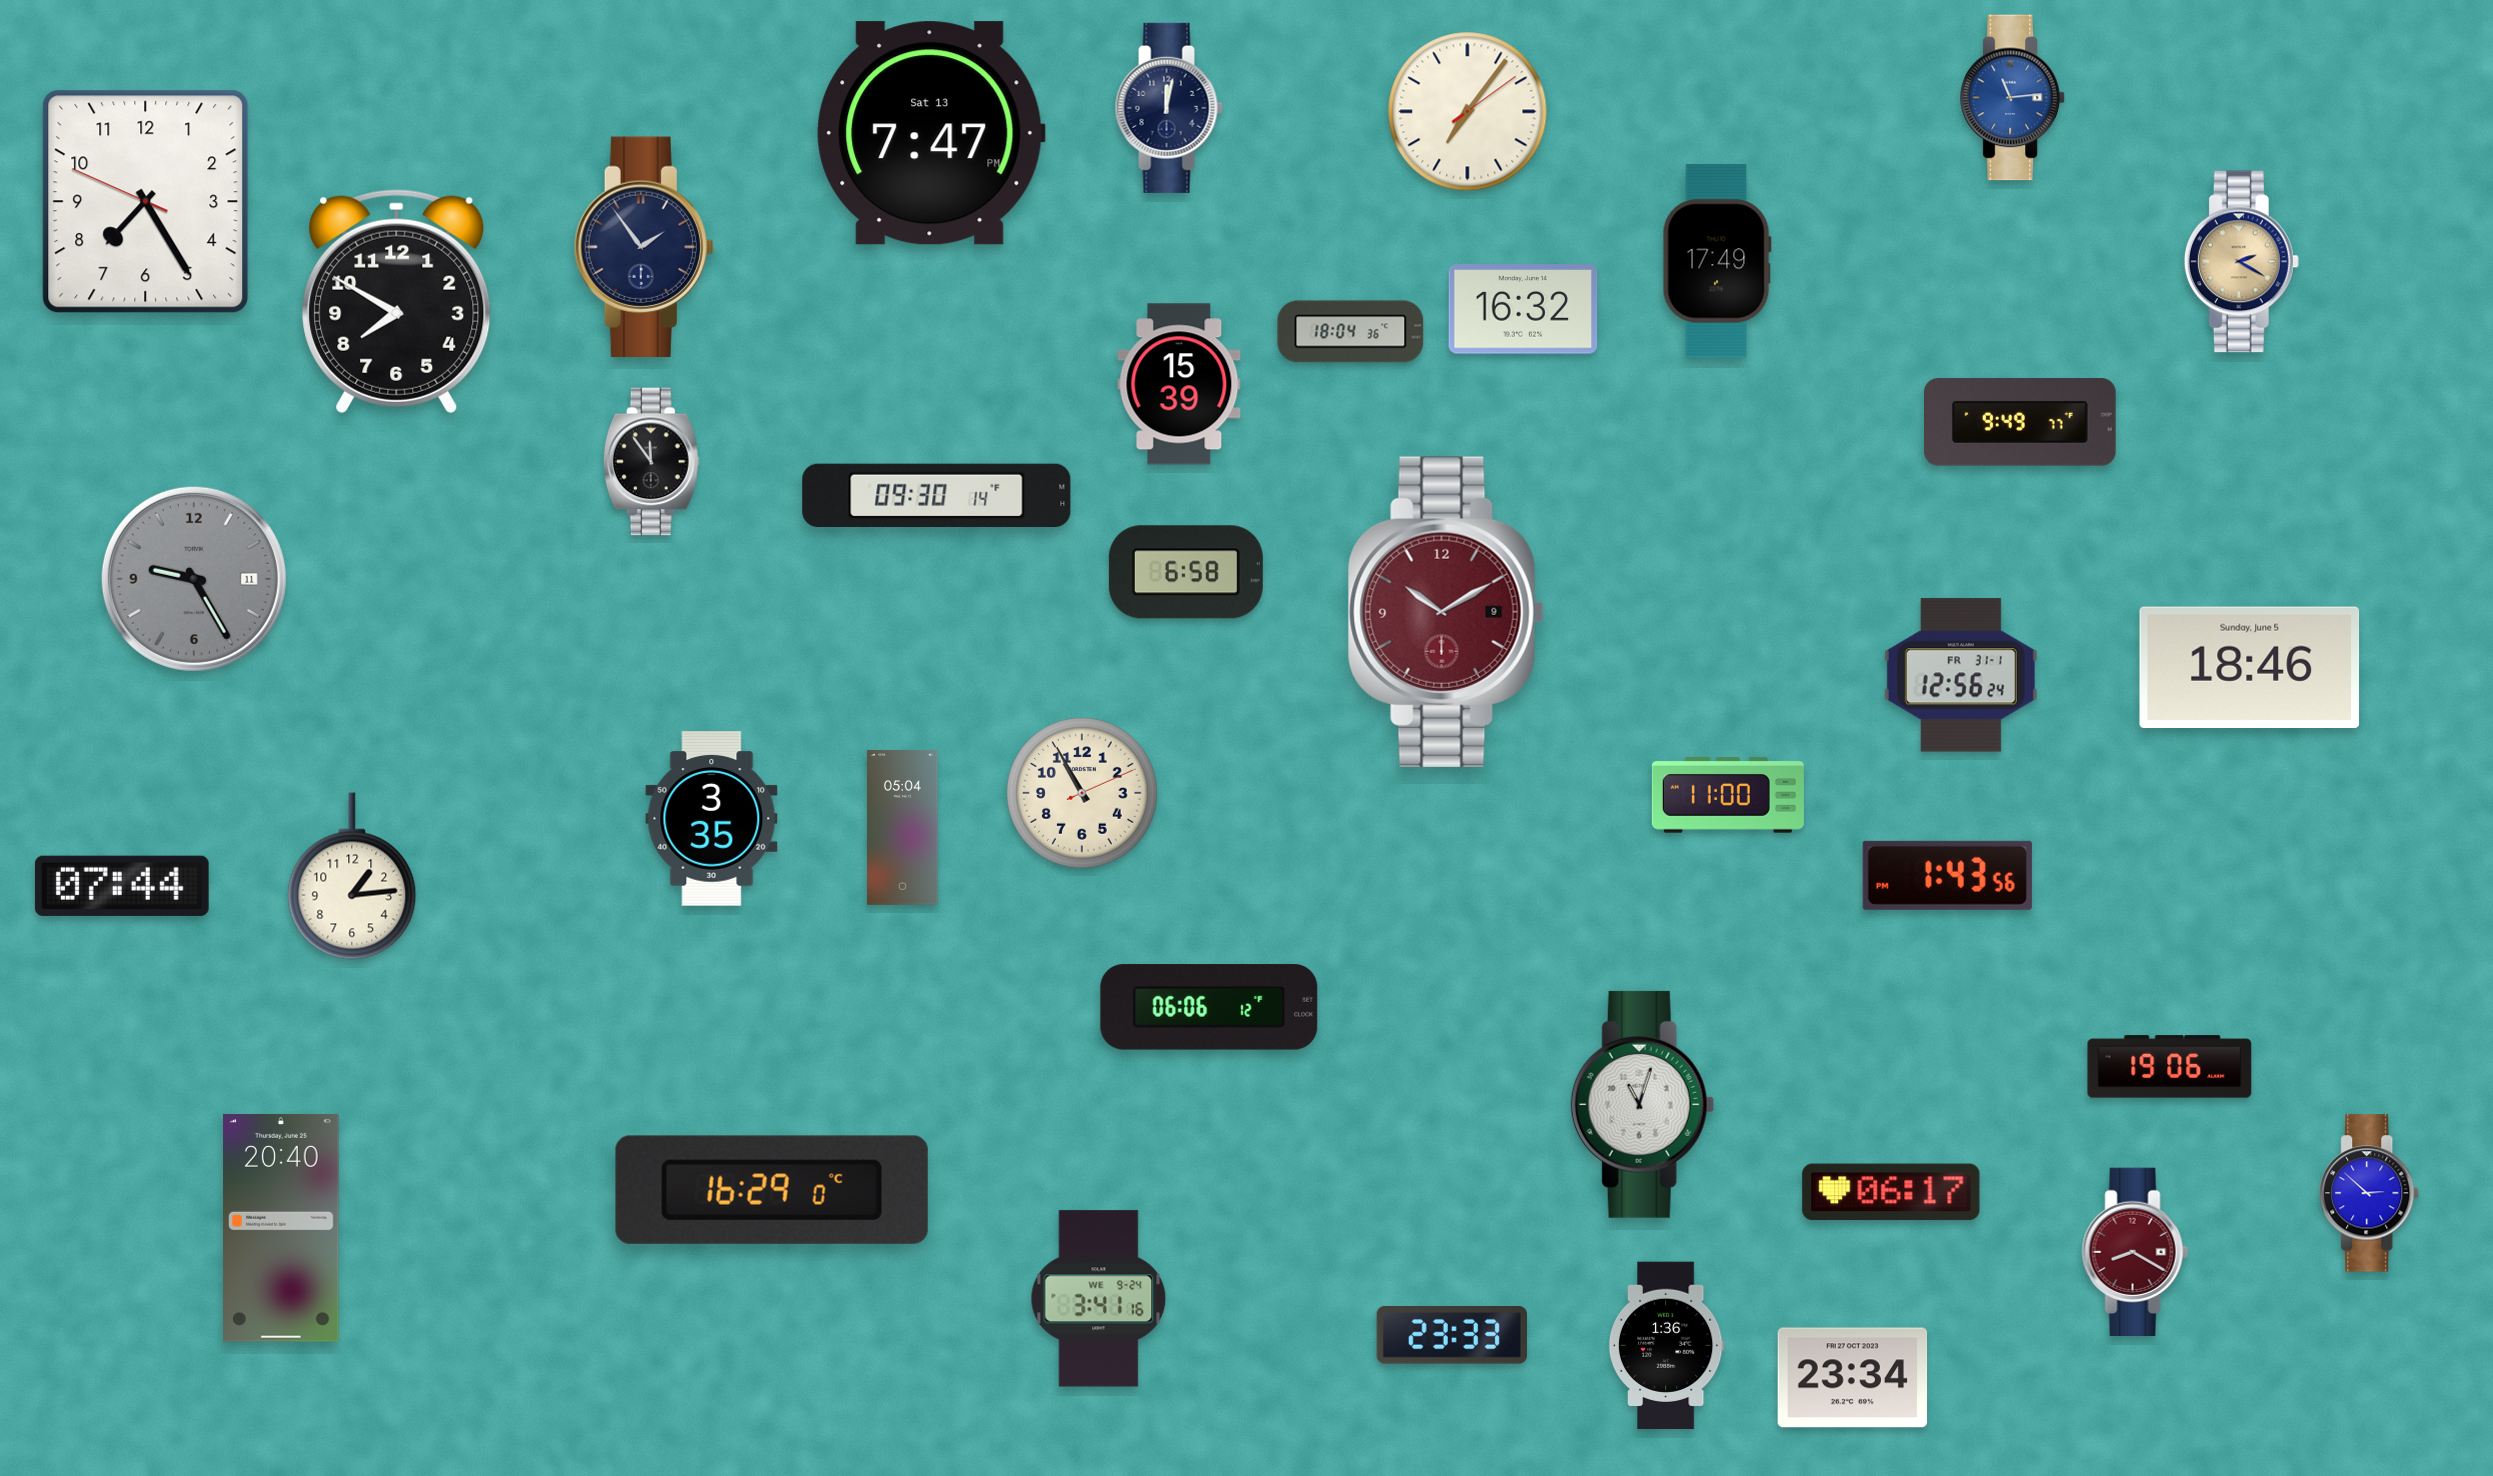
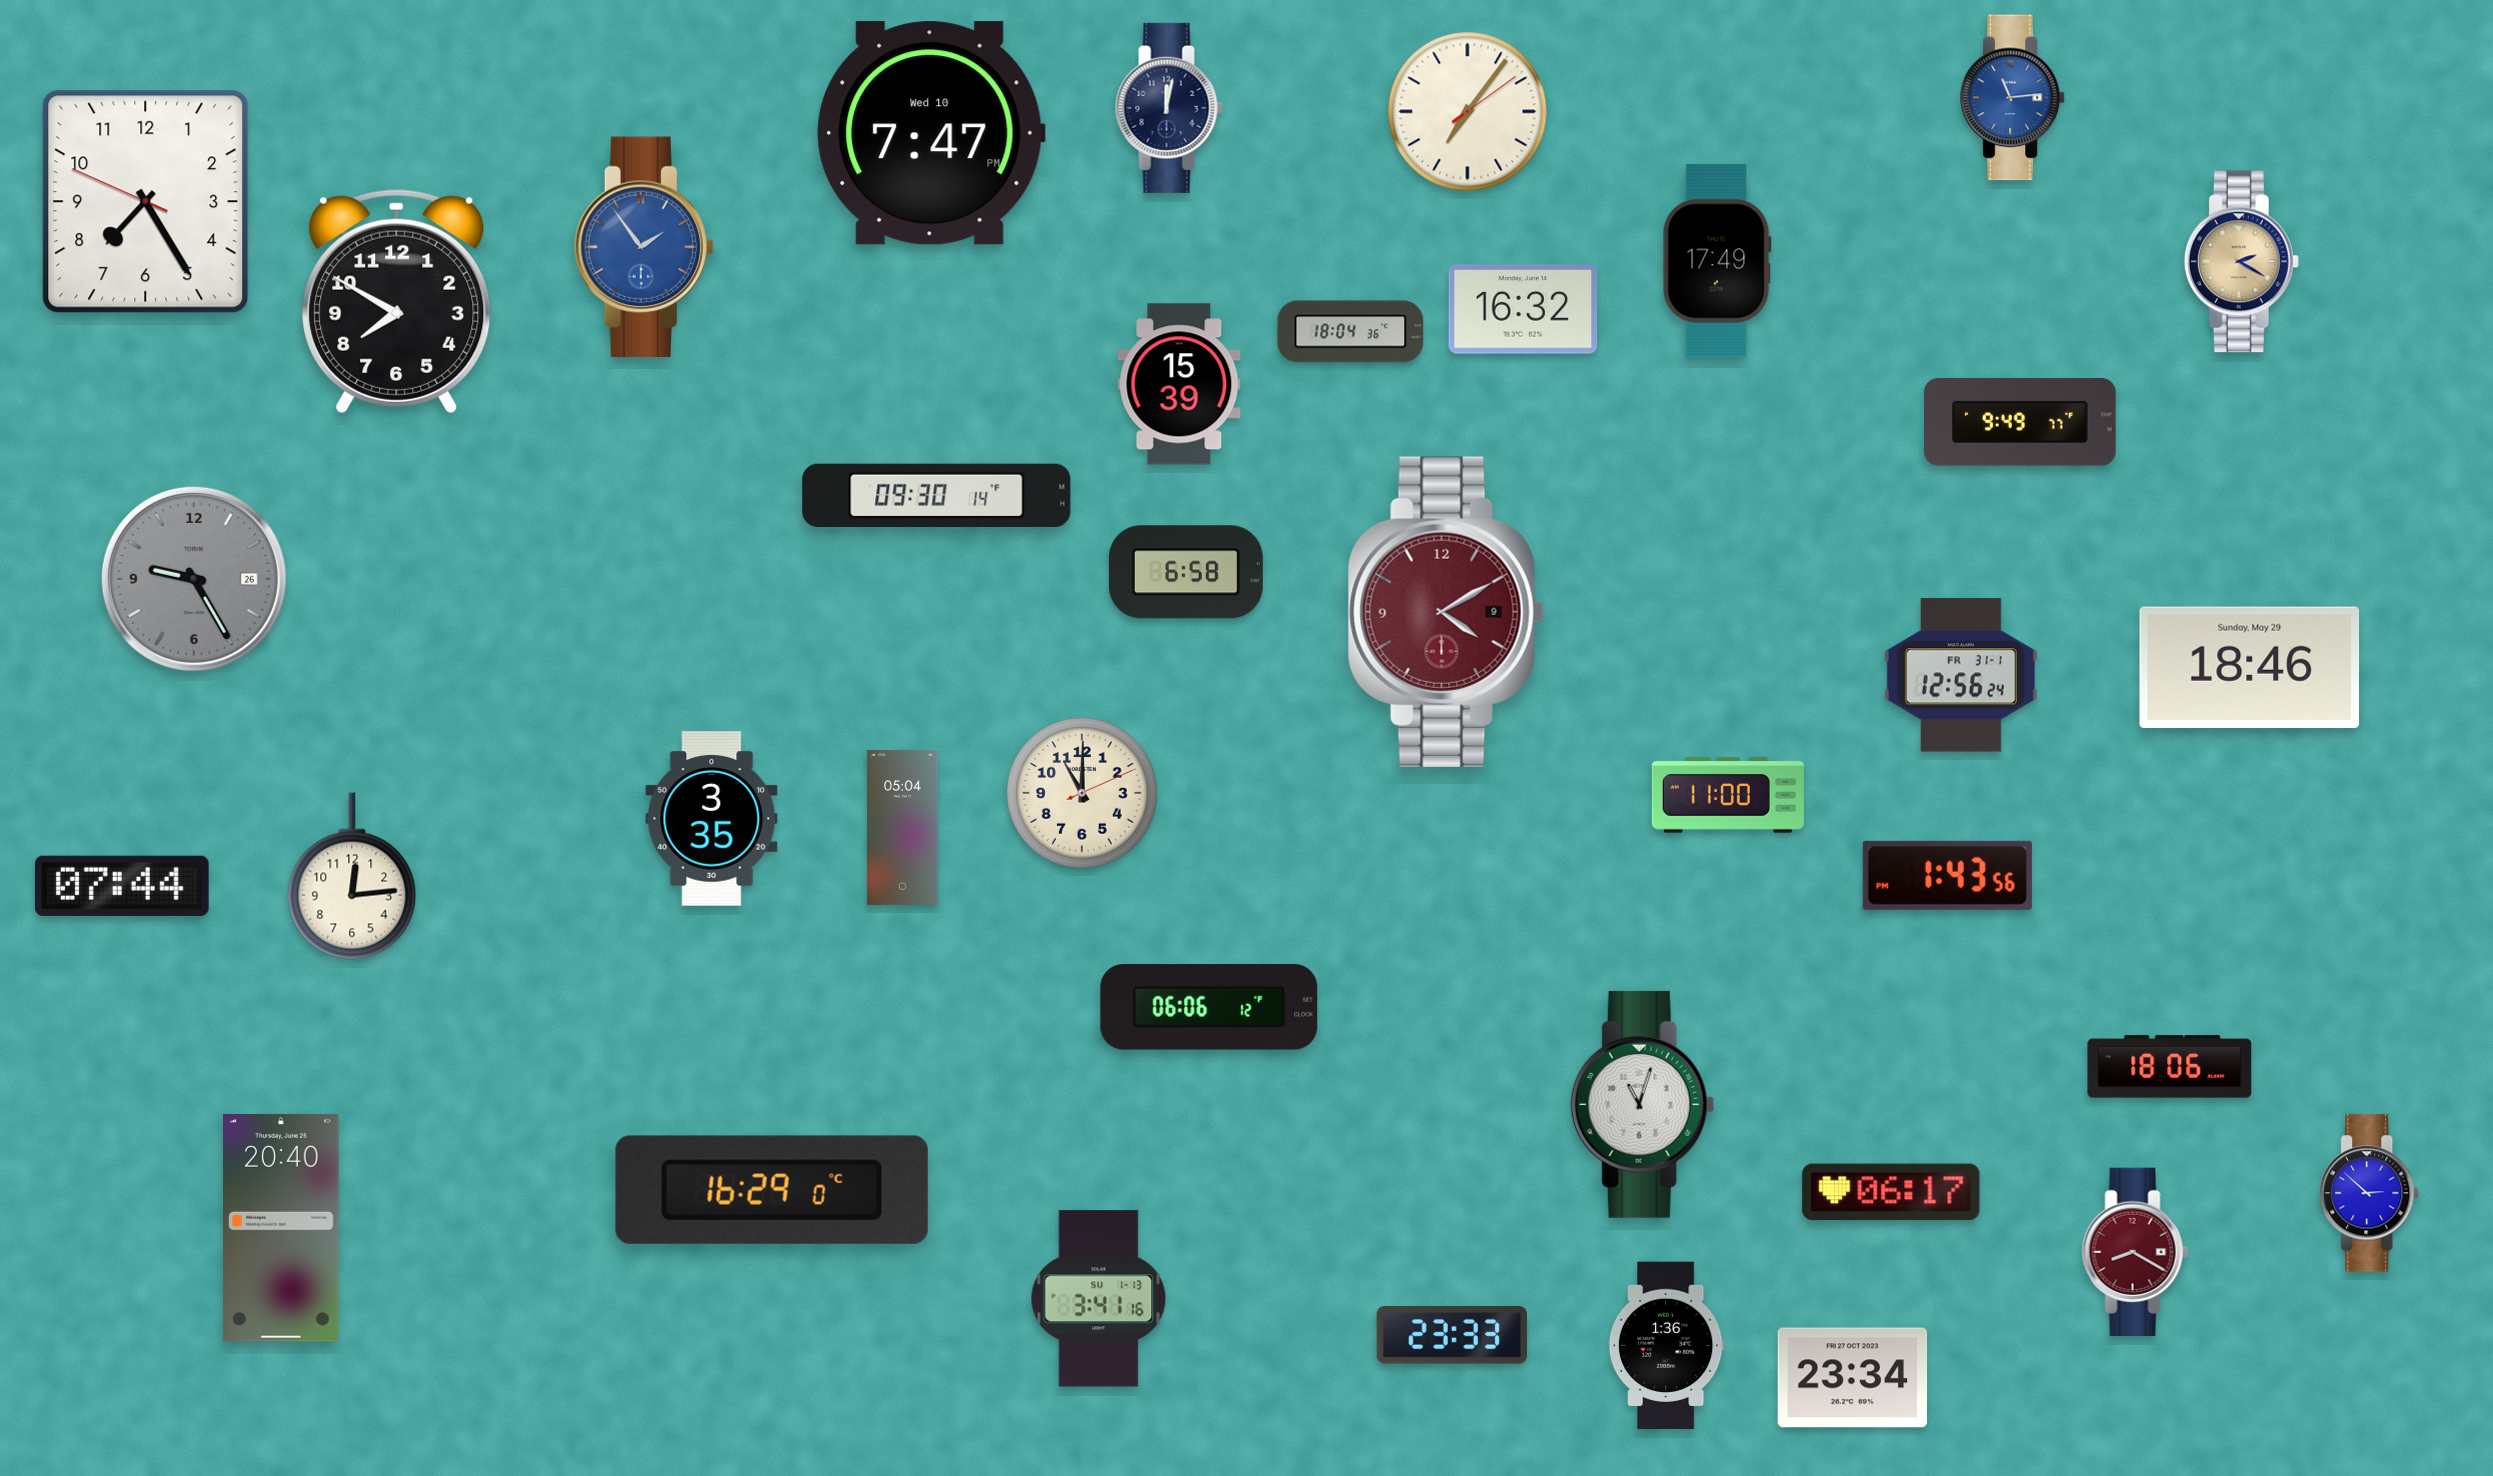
clock at (931, 133) date: Sat 13 -> Wed 10
clock at (644, 247) dial: navy -> blue
clock at (651, 462): 11:54 -> none
clock at (194, 579) date: 11 -> 26
clock at (1446, 612): 10:10 -> 4:10
clock at (2250, 667) date: Sunday, June 5 -> Sunday, May 29
clock at (1082, 793): 10:55 -> 11:00
clock at (352, 876): 1:14 -> 12:14
clock at (2170, 1067): 19:06 -> 18:06
clock at (1099, 1299) date: WE 9-24 -> SU 1-13
